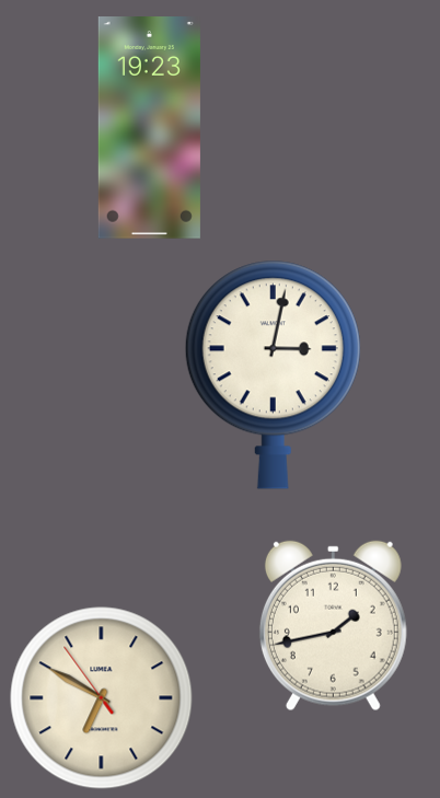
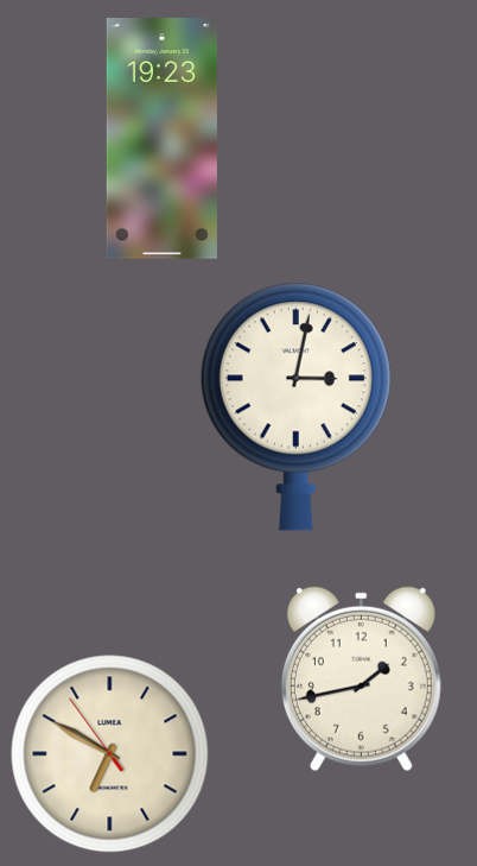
clock at (102, 698) position: (102, 698) -> (110, 754)
